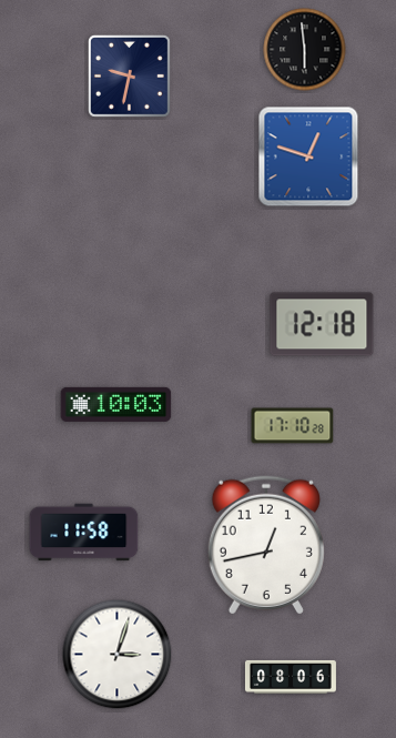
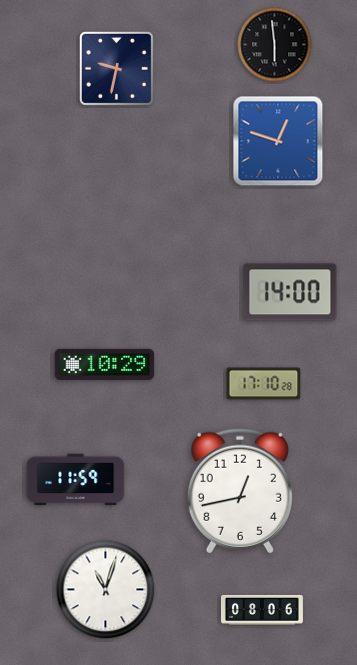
clock at (322, 324): 12:18 -> 14:00
clock at (116, 404): 10:03 -> 10:29
clock at (84, 533): 11:58 -> 11:59
clock at (118, 655): 3:03 -> 11:03
